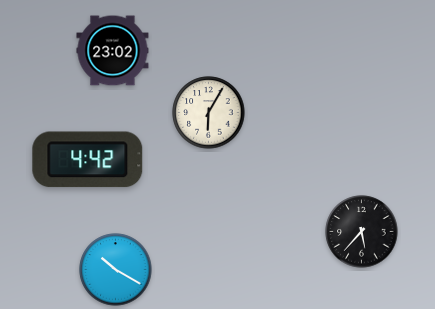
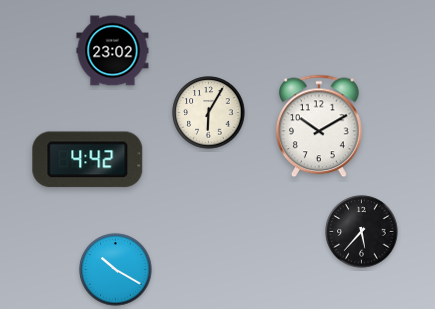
clock at (320, 126): none -> 10:10
